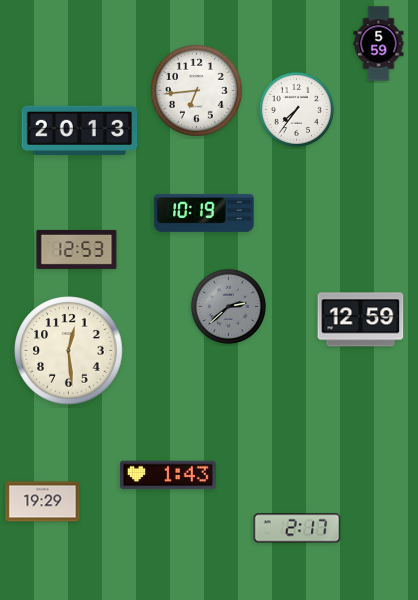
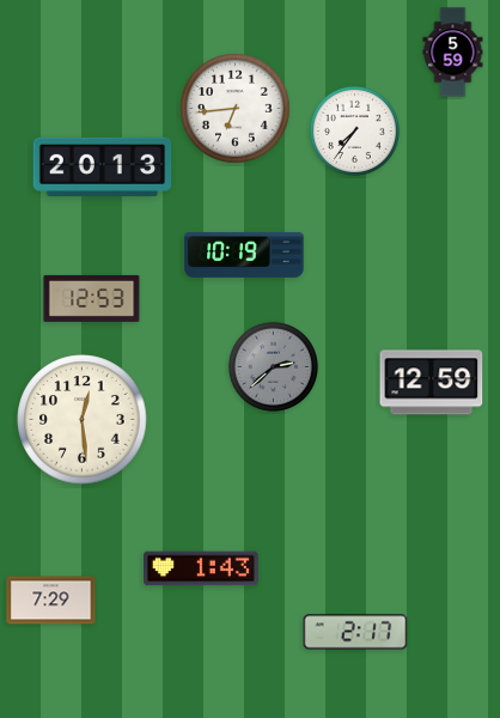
clock at (80, 130) position: (80, 130) -> (103, 166)
clock at (43, 502): 19:29 -> 7:29
